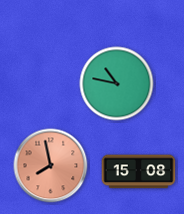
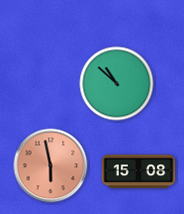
clock at (117, 84): 10:47 -> 10:52
clock at (51, 166): 7:58 -> 5:58
